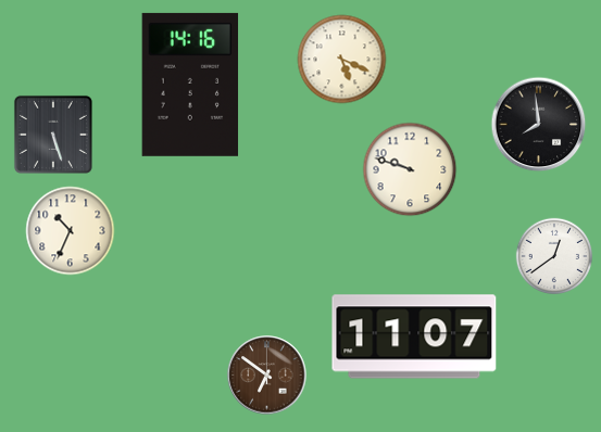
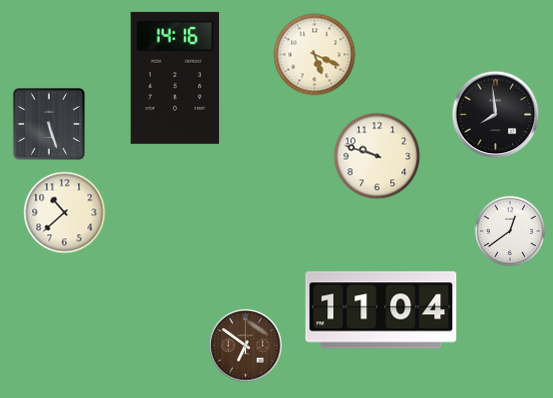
clock at (71, 231): 10:34 -> 10:38
clock at (553, 255) position: (553, 255) -> (509, 230)
clock at (414, 336): 11:07 -> 11:04
